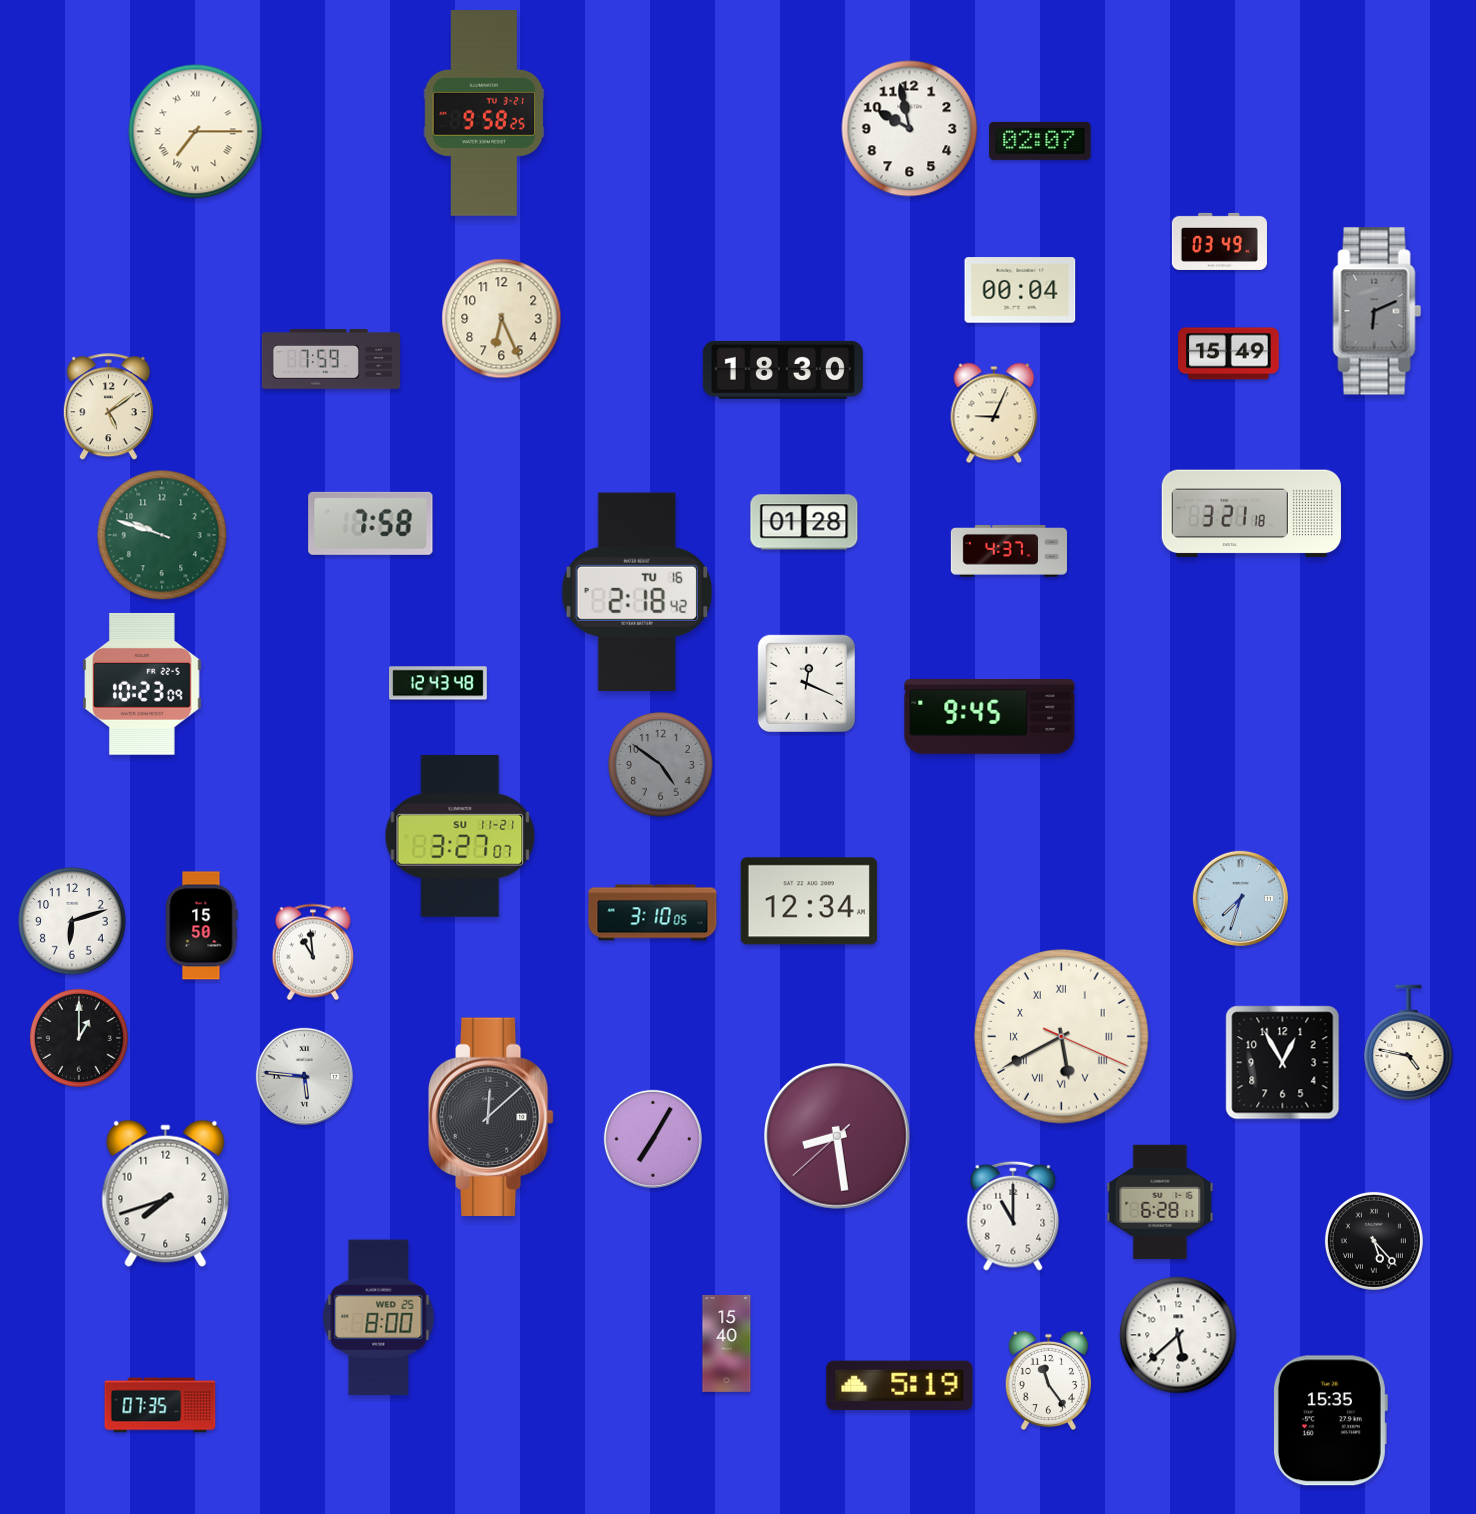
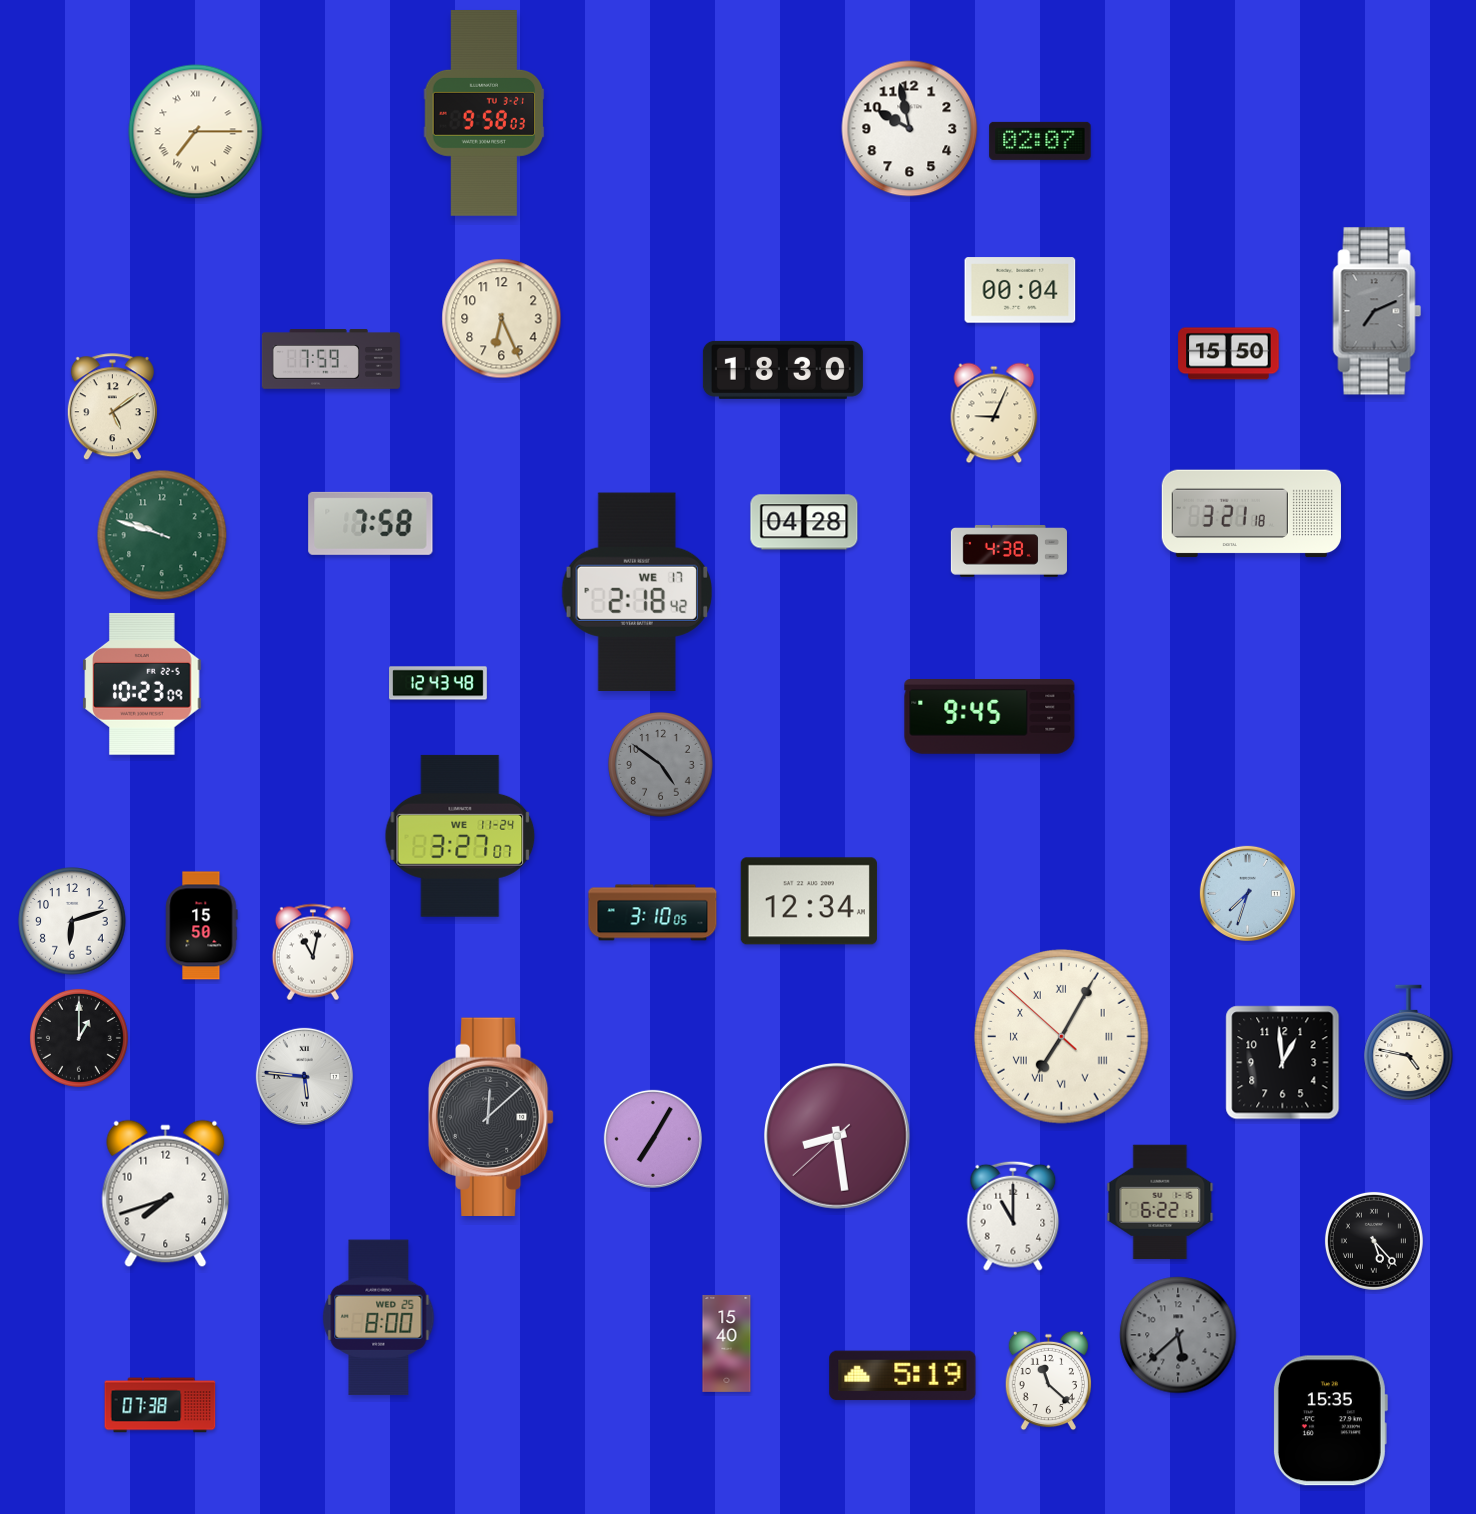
clock at (484, 114): 9:58:25 -> 9:58:03
clock at (1219, 241): 03:49 -> none
clock at (1377, 311): 6:11 -> 7:11
clock at (1229, 354): 15:49 -> 15:50
clock at (108, 407) position: (108, 407) -> (112, 407)
clock at (804, 522): 01:28 -> 04:28
clock at (1009, 552): 4:37 -> 4:38
clock at (637, 592) date: TU 16 -> WE 17
clock at (806, 683): 12:19 -> none
clock at (460, 836) date: SU 11-21 -> WE 11-24
clock at (1240, 898) position: (1240, 898) -> (1247, 893)
clock at (313, 952): 10:59 -> 11:02
clock at (1062, 1037): 5:40 -> 7:04
clock at (1283, 1063): 12:55 -> 12:59
clock at (1160, 1202): 6:28 -> 6:22
clock at (1178, 1335) dial: white -> grey
clock at (1048, 1381): 11:24 -> 11:22
clock at (900, 1386) position: (900, 1386) -> (903, 1376)
clock at (160, 1405): 07:35 -> 07:38
